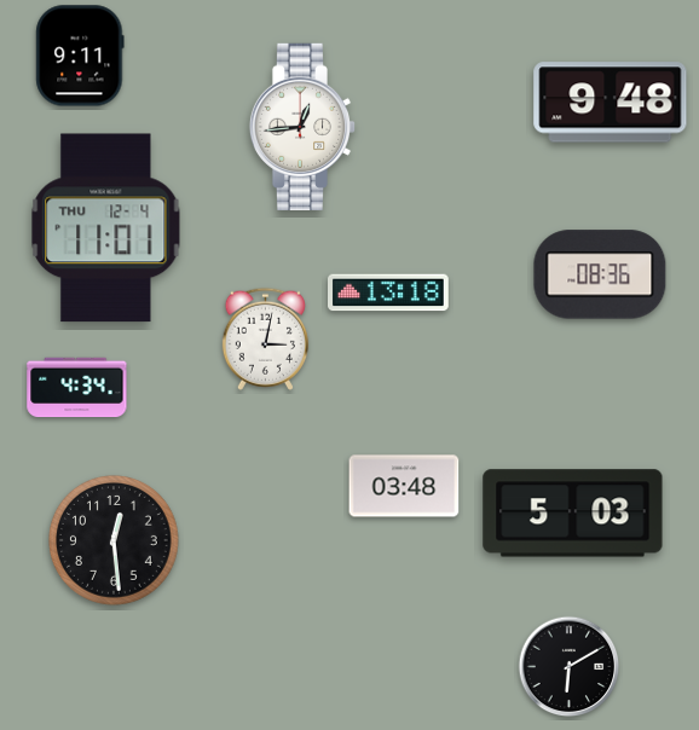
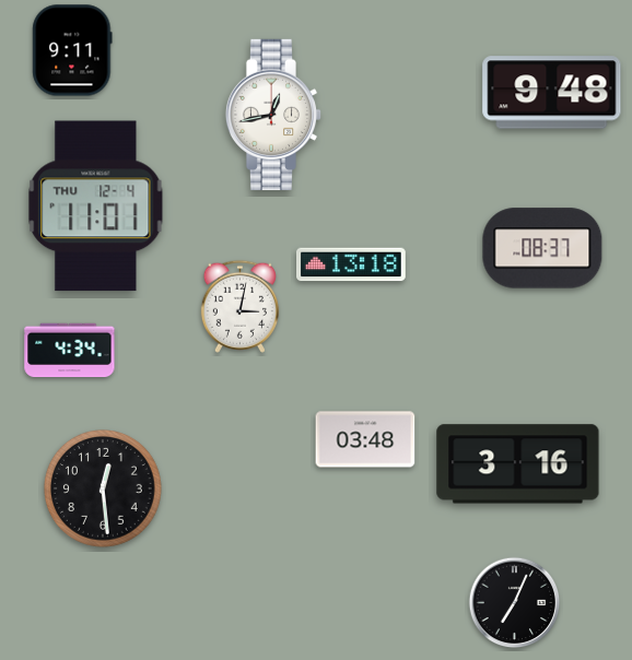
clock at (302, 127): 12:44 -> 12:43
clock at (600, 274): 08:36 -> 08:37
clock at (573, 514): 5:03 -> 3:16
clock at (570, 667): 6:10 -> 7:04
